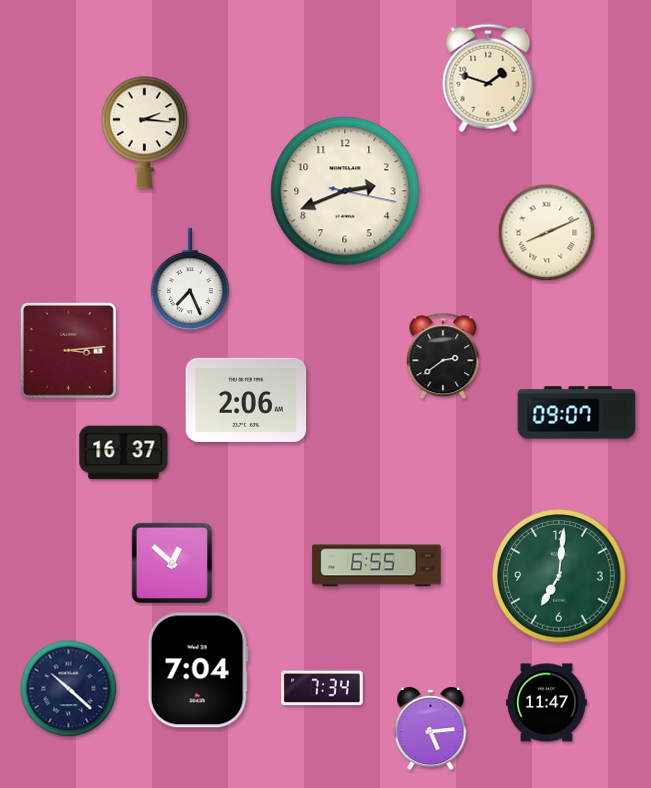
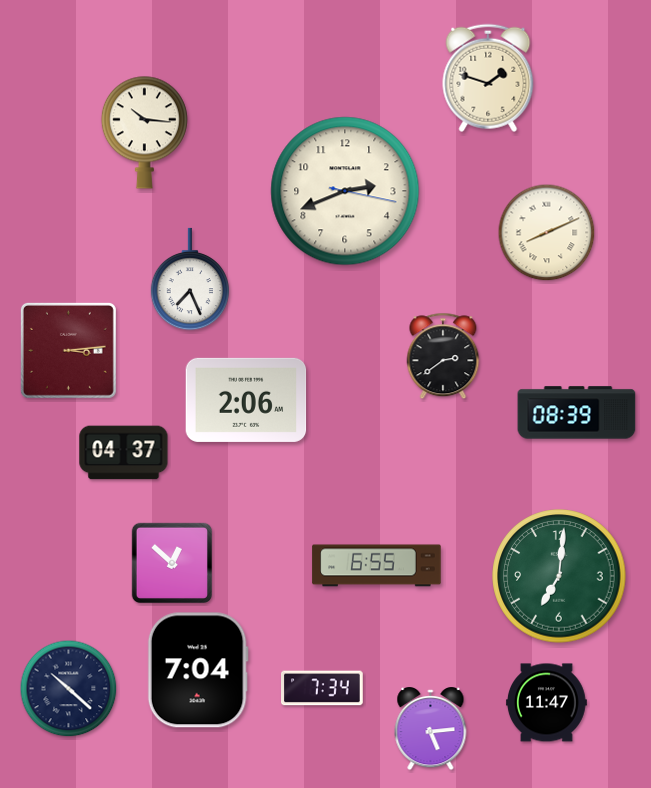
clock at (144, 132): 2:16 -> 10:16
clock at (577, 413): 09:07 -> 08:39
clock at (124, 453): 16:37 -> 04:37
